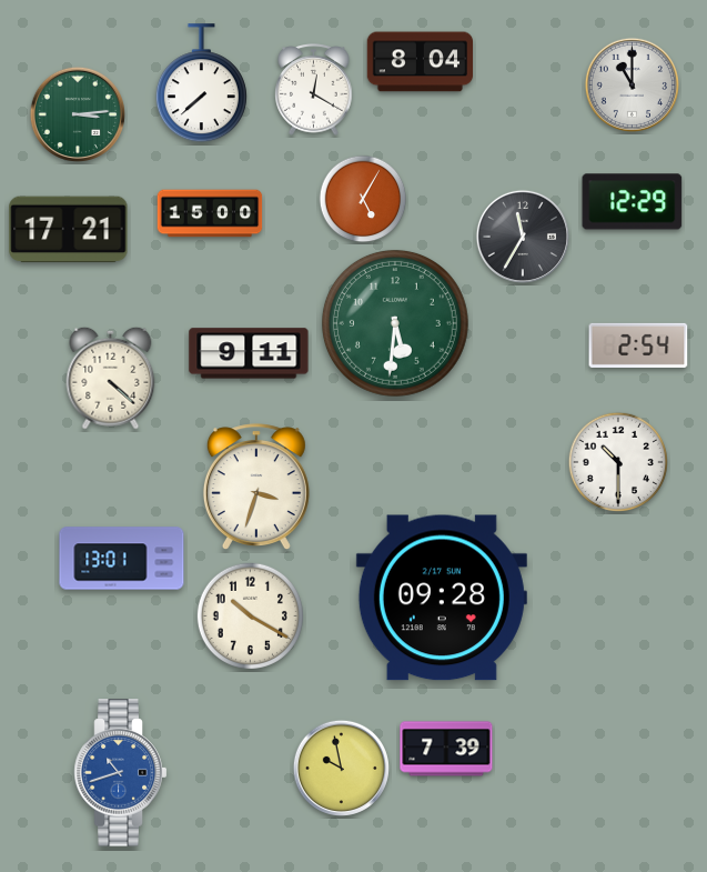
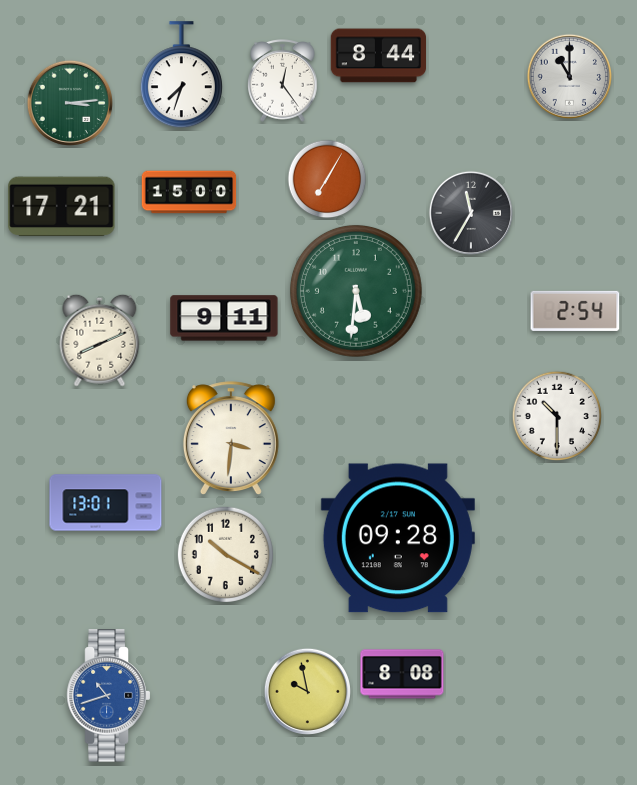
clock at (420, 62): 8:04 -> 8:44
clock at (201, 83): 7:38 -> 7:33
clock at (314, 90): 12:20 -> 12:24
clock at (363, 199): 5:05 -> 7:05
clock at (633, 202): 12:29 -> none
clock at (111, 378): 4:22 -> 8:11
clock at (256, 487): 3:33 -> 3:31
clock at (122, 559) position: (122, 559) -> (106, 503)
clock at (446, 749): 7:39 -> 8:08
